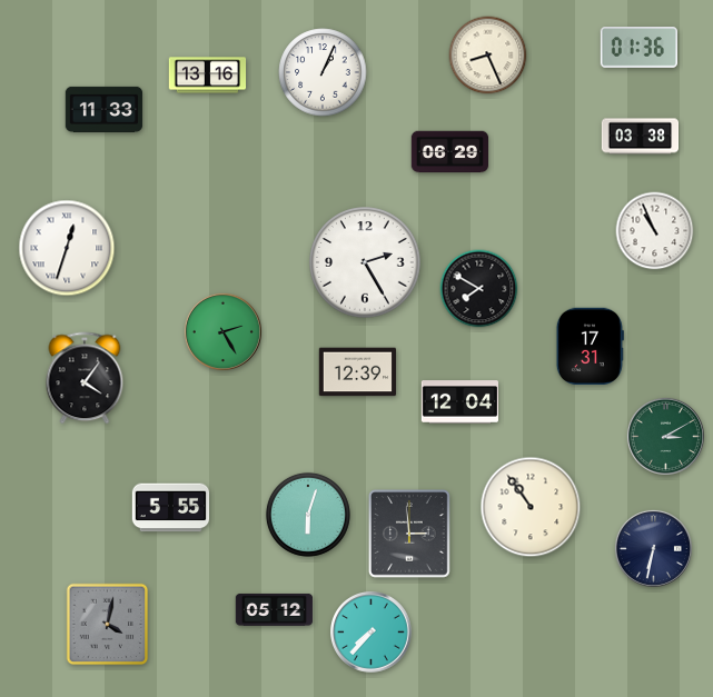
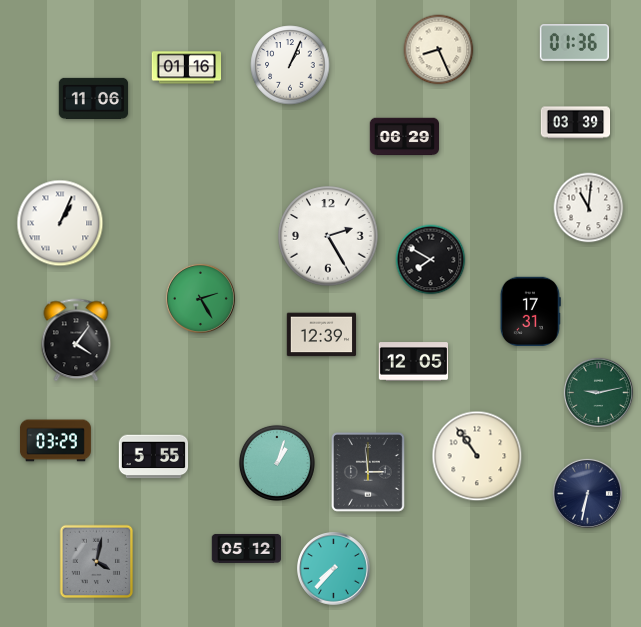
clock at (208, 76): 13:16 -> 01:16
clock at (105, 109): 11:33 -> 11:06
clock at (641, 137): 03:38 -> 03:39
clock at (655, 231): 10:56 -> 11:01
clock at (67, 248): 12:33 -> 1:04
clock at (459, 402): 12:04 -> 12:05
clock at (665, 436): 3:10 -> 9:13
clock at (55, 441): none -> 03:29
clock at (308, 515): 6:03 -> 1:03
clock at (410, 535) position: (410, 535) -> (369, 473)
